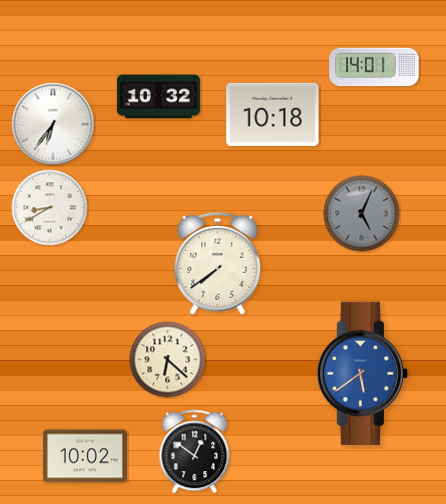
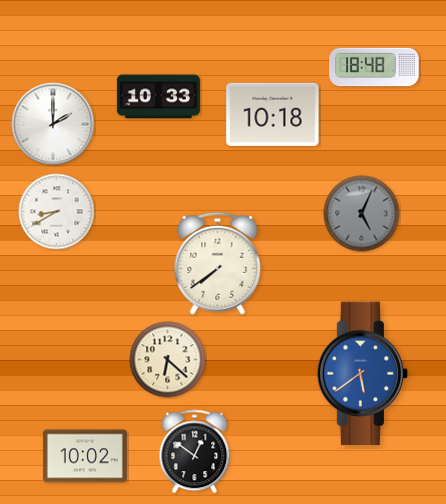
clock at (374, 67): 14:01 -> 18:48
clock at (158, 97): 10:32 -> 10:33
clock at (53, 124): 6:36 -> 2:00
clock at (50, 208) position: (50, 208) -> (57, 212)
